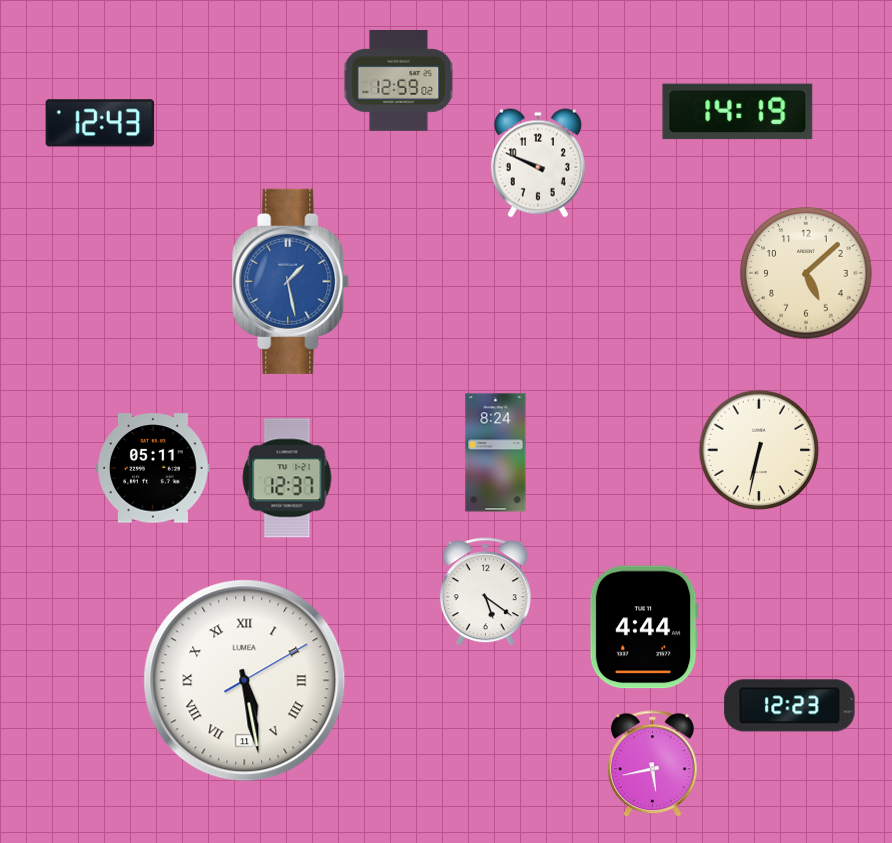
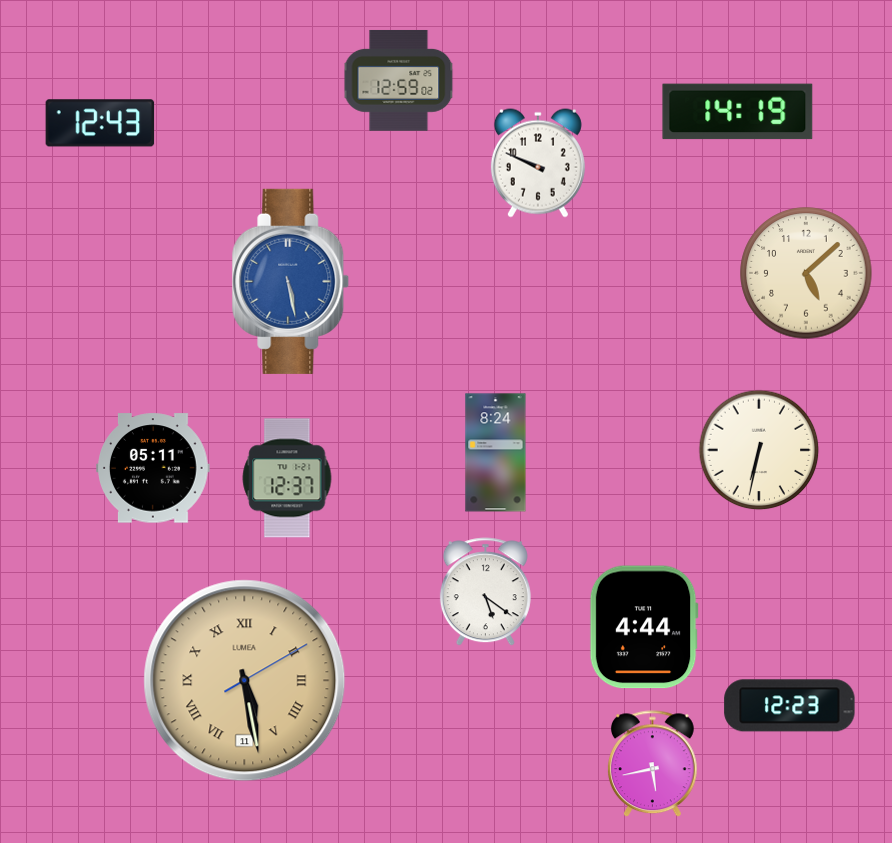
clock at (291, 281): 1:28 -> 5:28
clock at (245, 681) dial: white -> champagne
